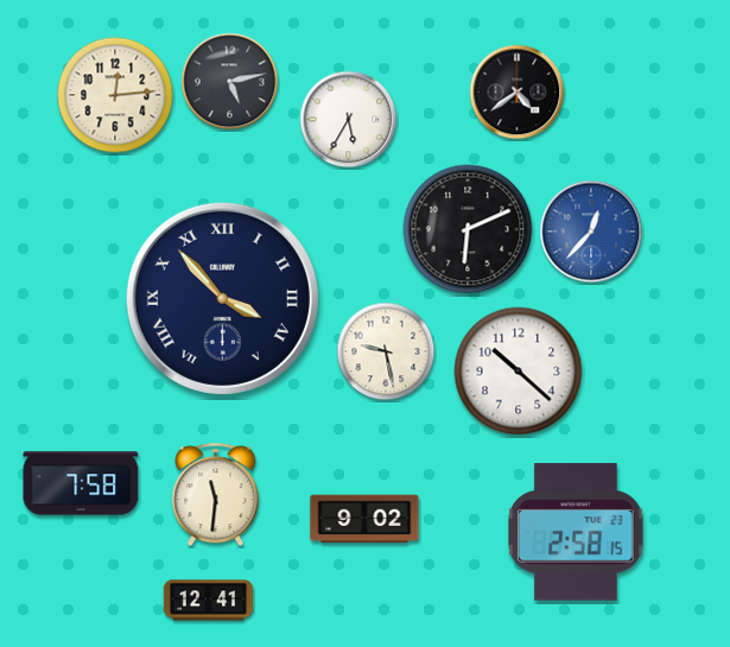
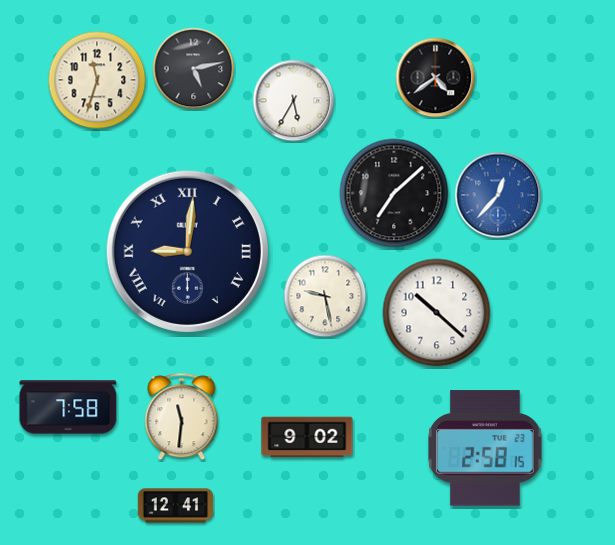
clock at (115, 95): 12:14 -> 11:33
clock at (468, 229): 6:11 -> 7:08
clock at (222, 298): 3:53 -> 9:01
